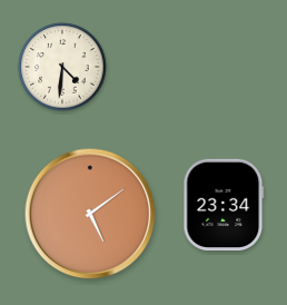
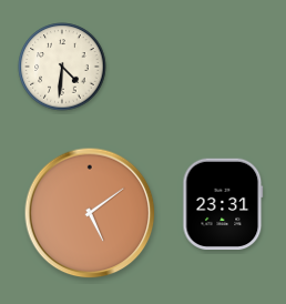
clock at (224, 205): 23:34 -> 23:31
